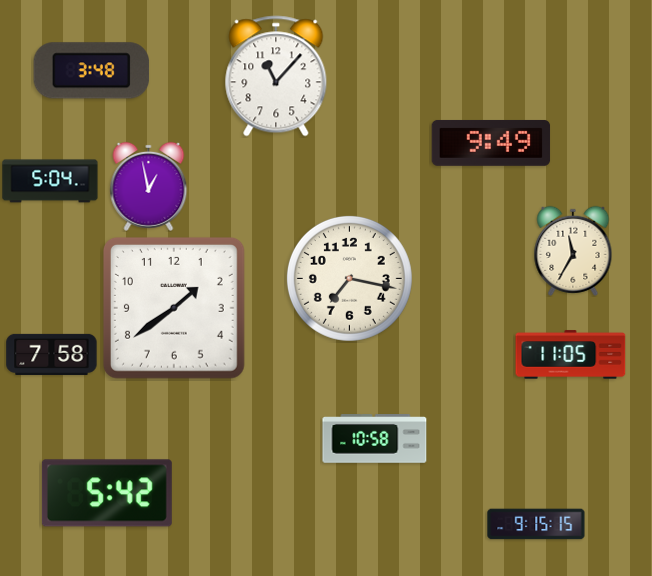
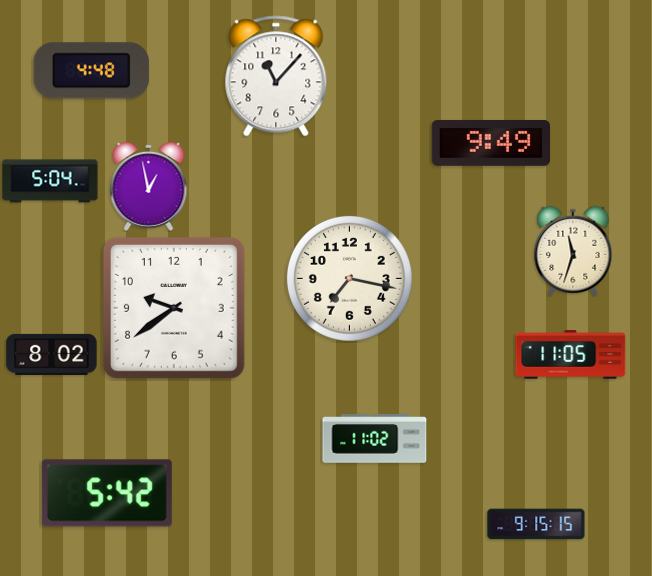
clock at (92, 71): 3:48 -> 4:48
clock at (573, 251): 11:35 -> 11:33
clock at (174, 308): 1:39 -> 9:39
clock at (52, 354): 7:58 -> 8:02
clock at (375, 439): 10:58 -> 11:02
